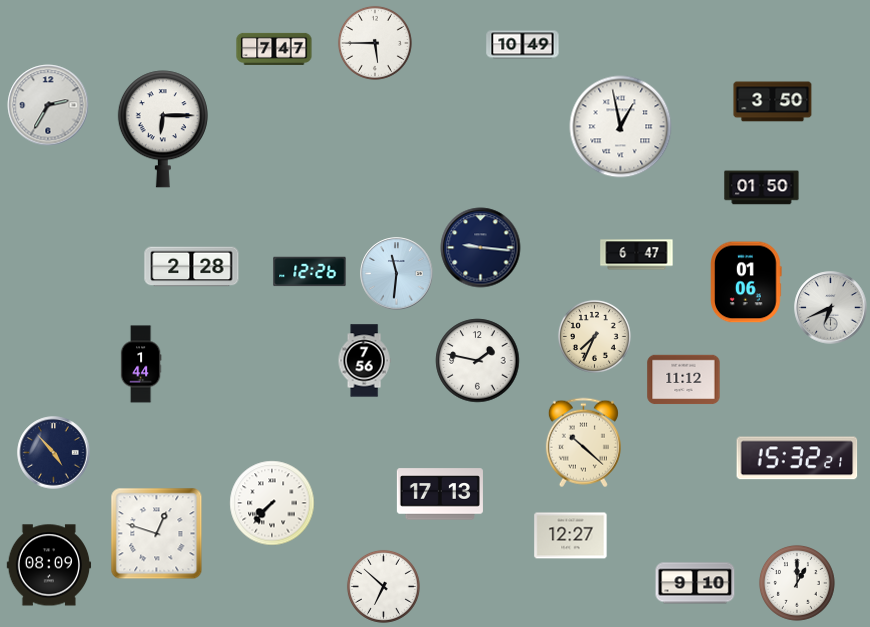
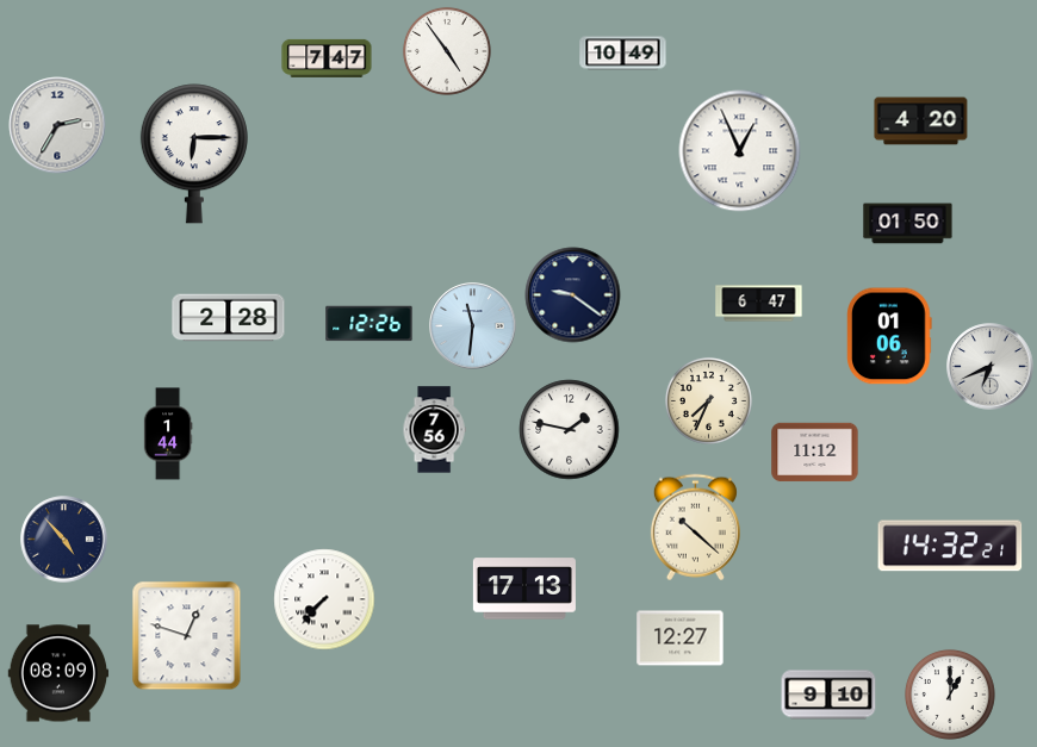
clock at (375, 43): 5:45 -> 4:54
clock at (773, 102): 3:50 -> 4:20
clock at (621, 127): 12:58 -> 12:56
clock at (481, 248): 9:16 -> 9:21
clock at (797, 458): 15:32 -> 14:32
clock at (383, 586): 6:52 -> none
